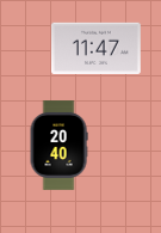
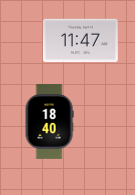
clock at (58, 146): 20:40 -> 18:40
